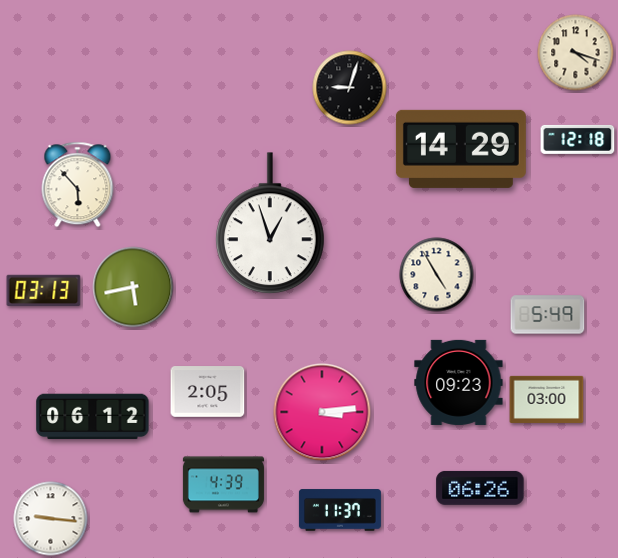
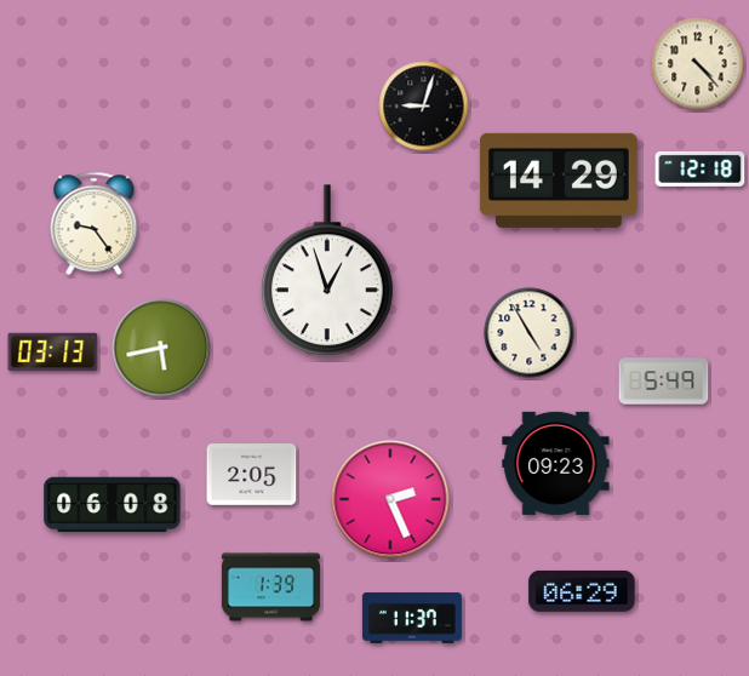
clock at (576, 53): 4:18 -> 4:23
clock at (78, 185): 5:53 -> 9:24
clock at (547, 399): 03:00 -> none
clock at (322, 412): 3:14 -> 2:26
clock at (93, 417): 06:12 -> 06:08
clock at (223, 485): 4:39 -> 1:39
clock at (480, 488): 06:26 -> 06:29
clock at (51, 519): 9:16 -> none
